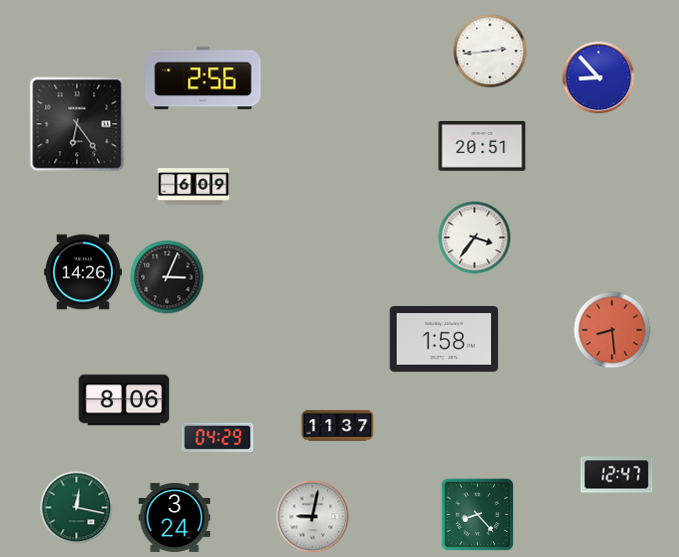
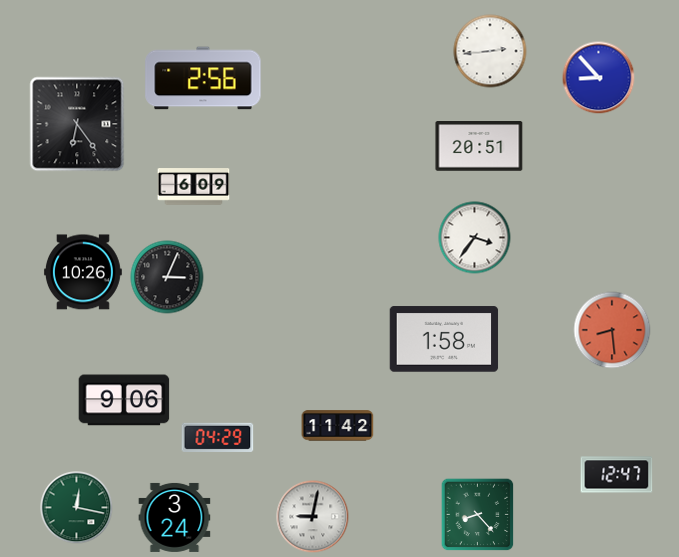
clock at (482, 146) position: (482, 146) -> (479, 146)
clock at (83, 272): 14:26 -> 10:26
clock at (124, 400): 8:06 -> 9:06
clock at (338, 426): 11:37 -> 11:42
